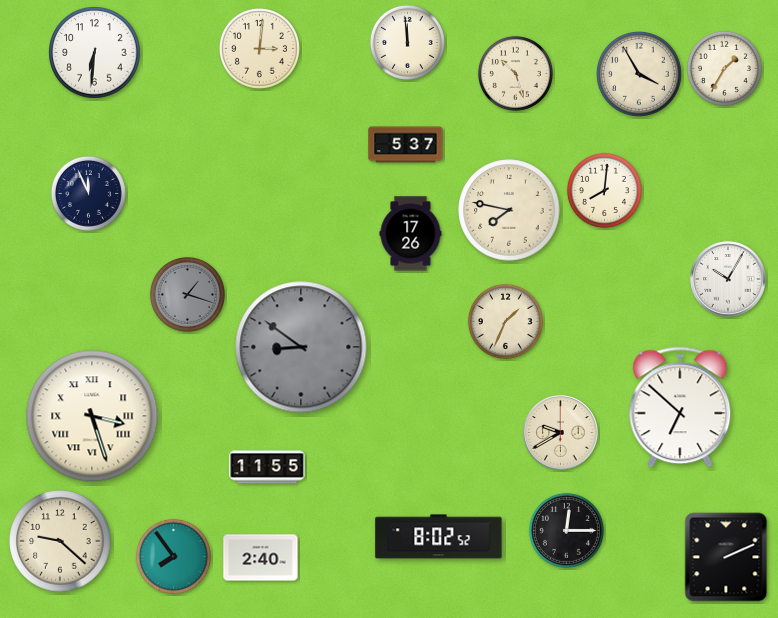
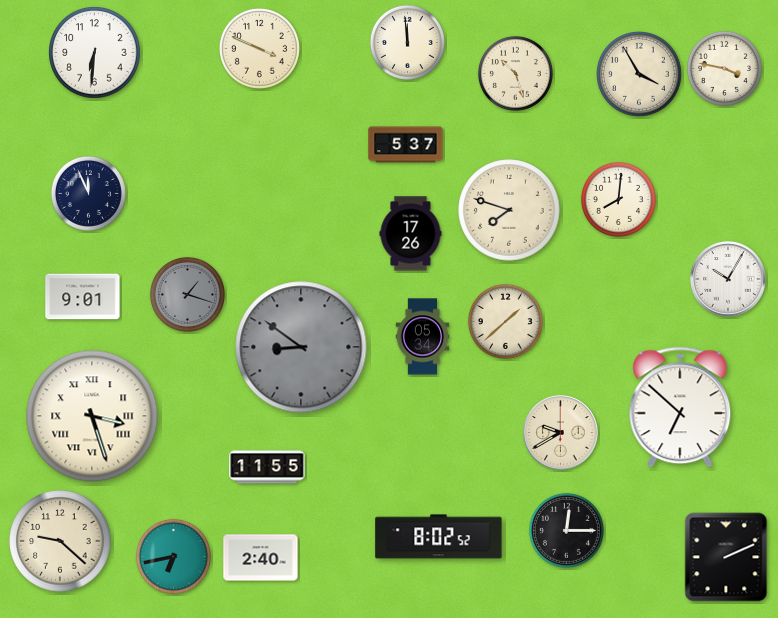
clock at (259, 48): 3:01 -> 3:49
clock at (724, 68): 1:35 -> 3:47
clock at (604, 190) position: (604, 190) -> (618, 199)
clock at (509, 210): 7:47 -> 7:48
clock at (83, 297): none -> 9:01
clock at (505, 321): 1:34 -> 1:38
clock at (423, 337): none -> 05:34
clock at (173, 556): 7:54 -> 6:43
